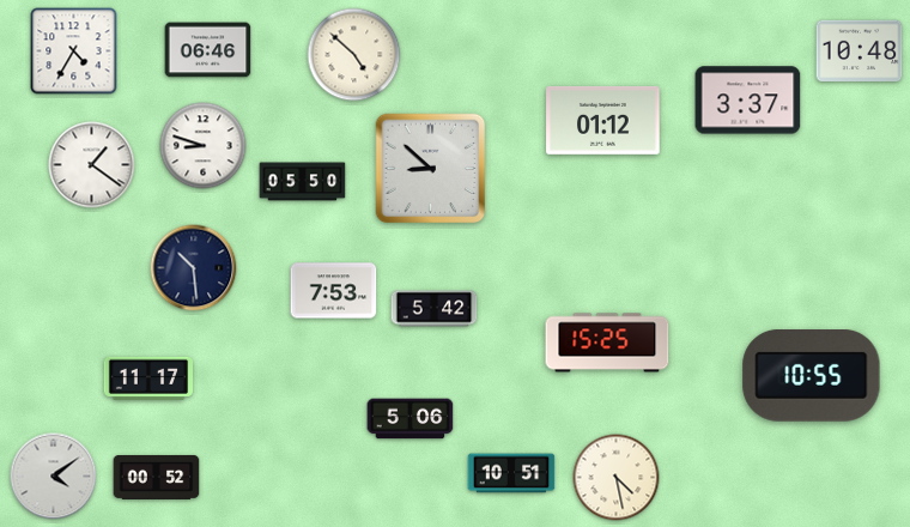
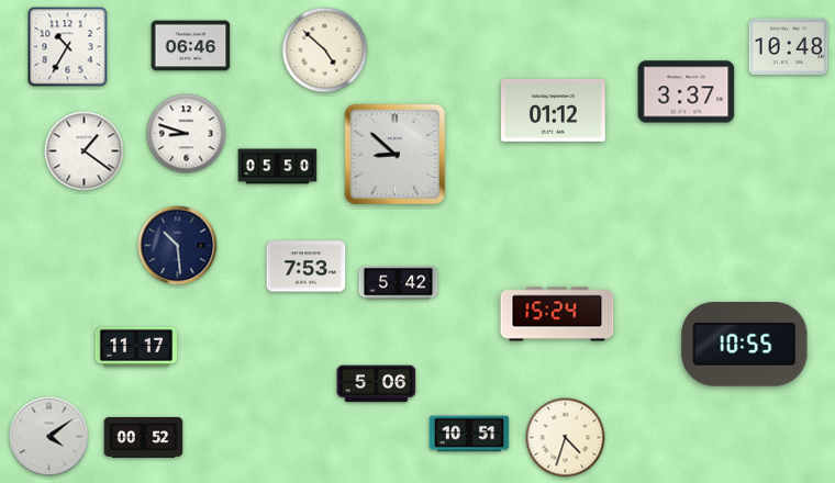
clock at (74, 52): 4:35 -> 10:35
clock at (607, 343): 15:25 -> 15:24
clock at (617, 478): 4:28 -> 4:33
